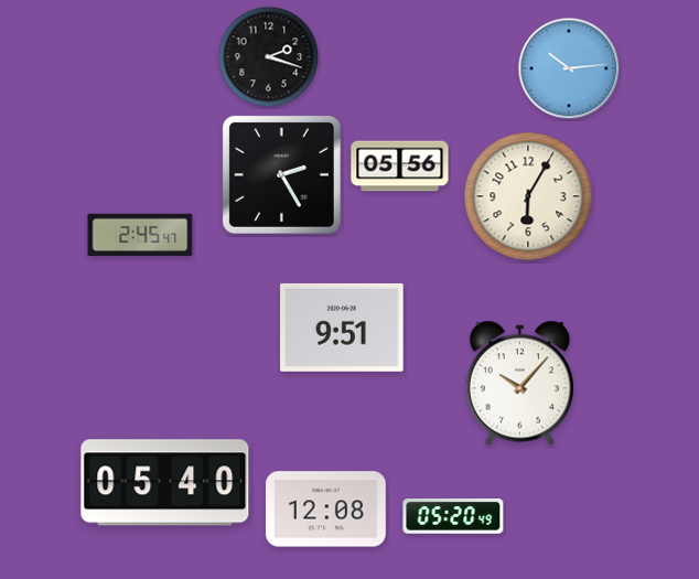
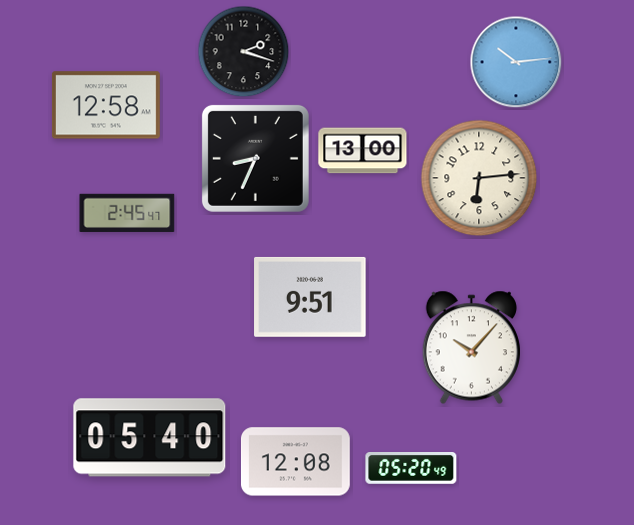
clock at (106, 105): none -> 12:58
clock at (400, 167): 05:56 -> 13:00
clock at (281, 174): 2:25 -> 8:34
clock at (528, 196): 6:05 -> 6:14
